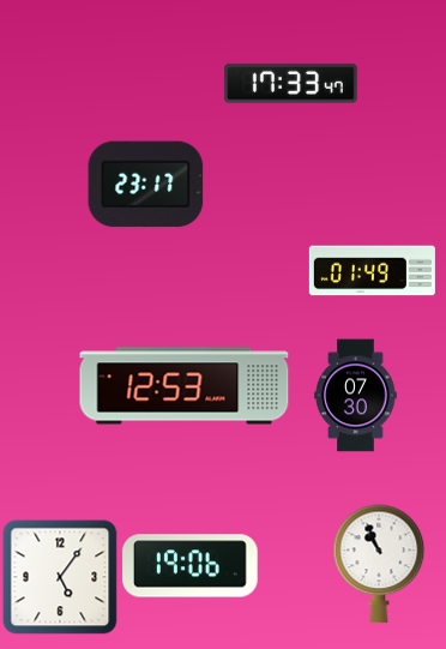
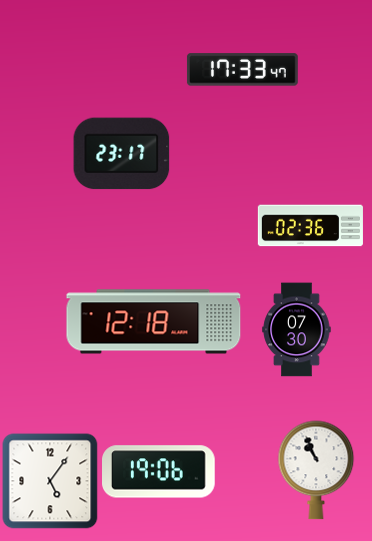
clock at (372, 271): 01:49 -> 02:36
clock at (185, 386): 12:53 -> 12:18
